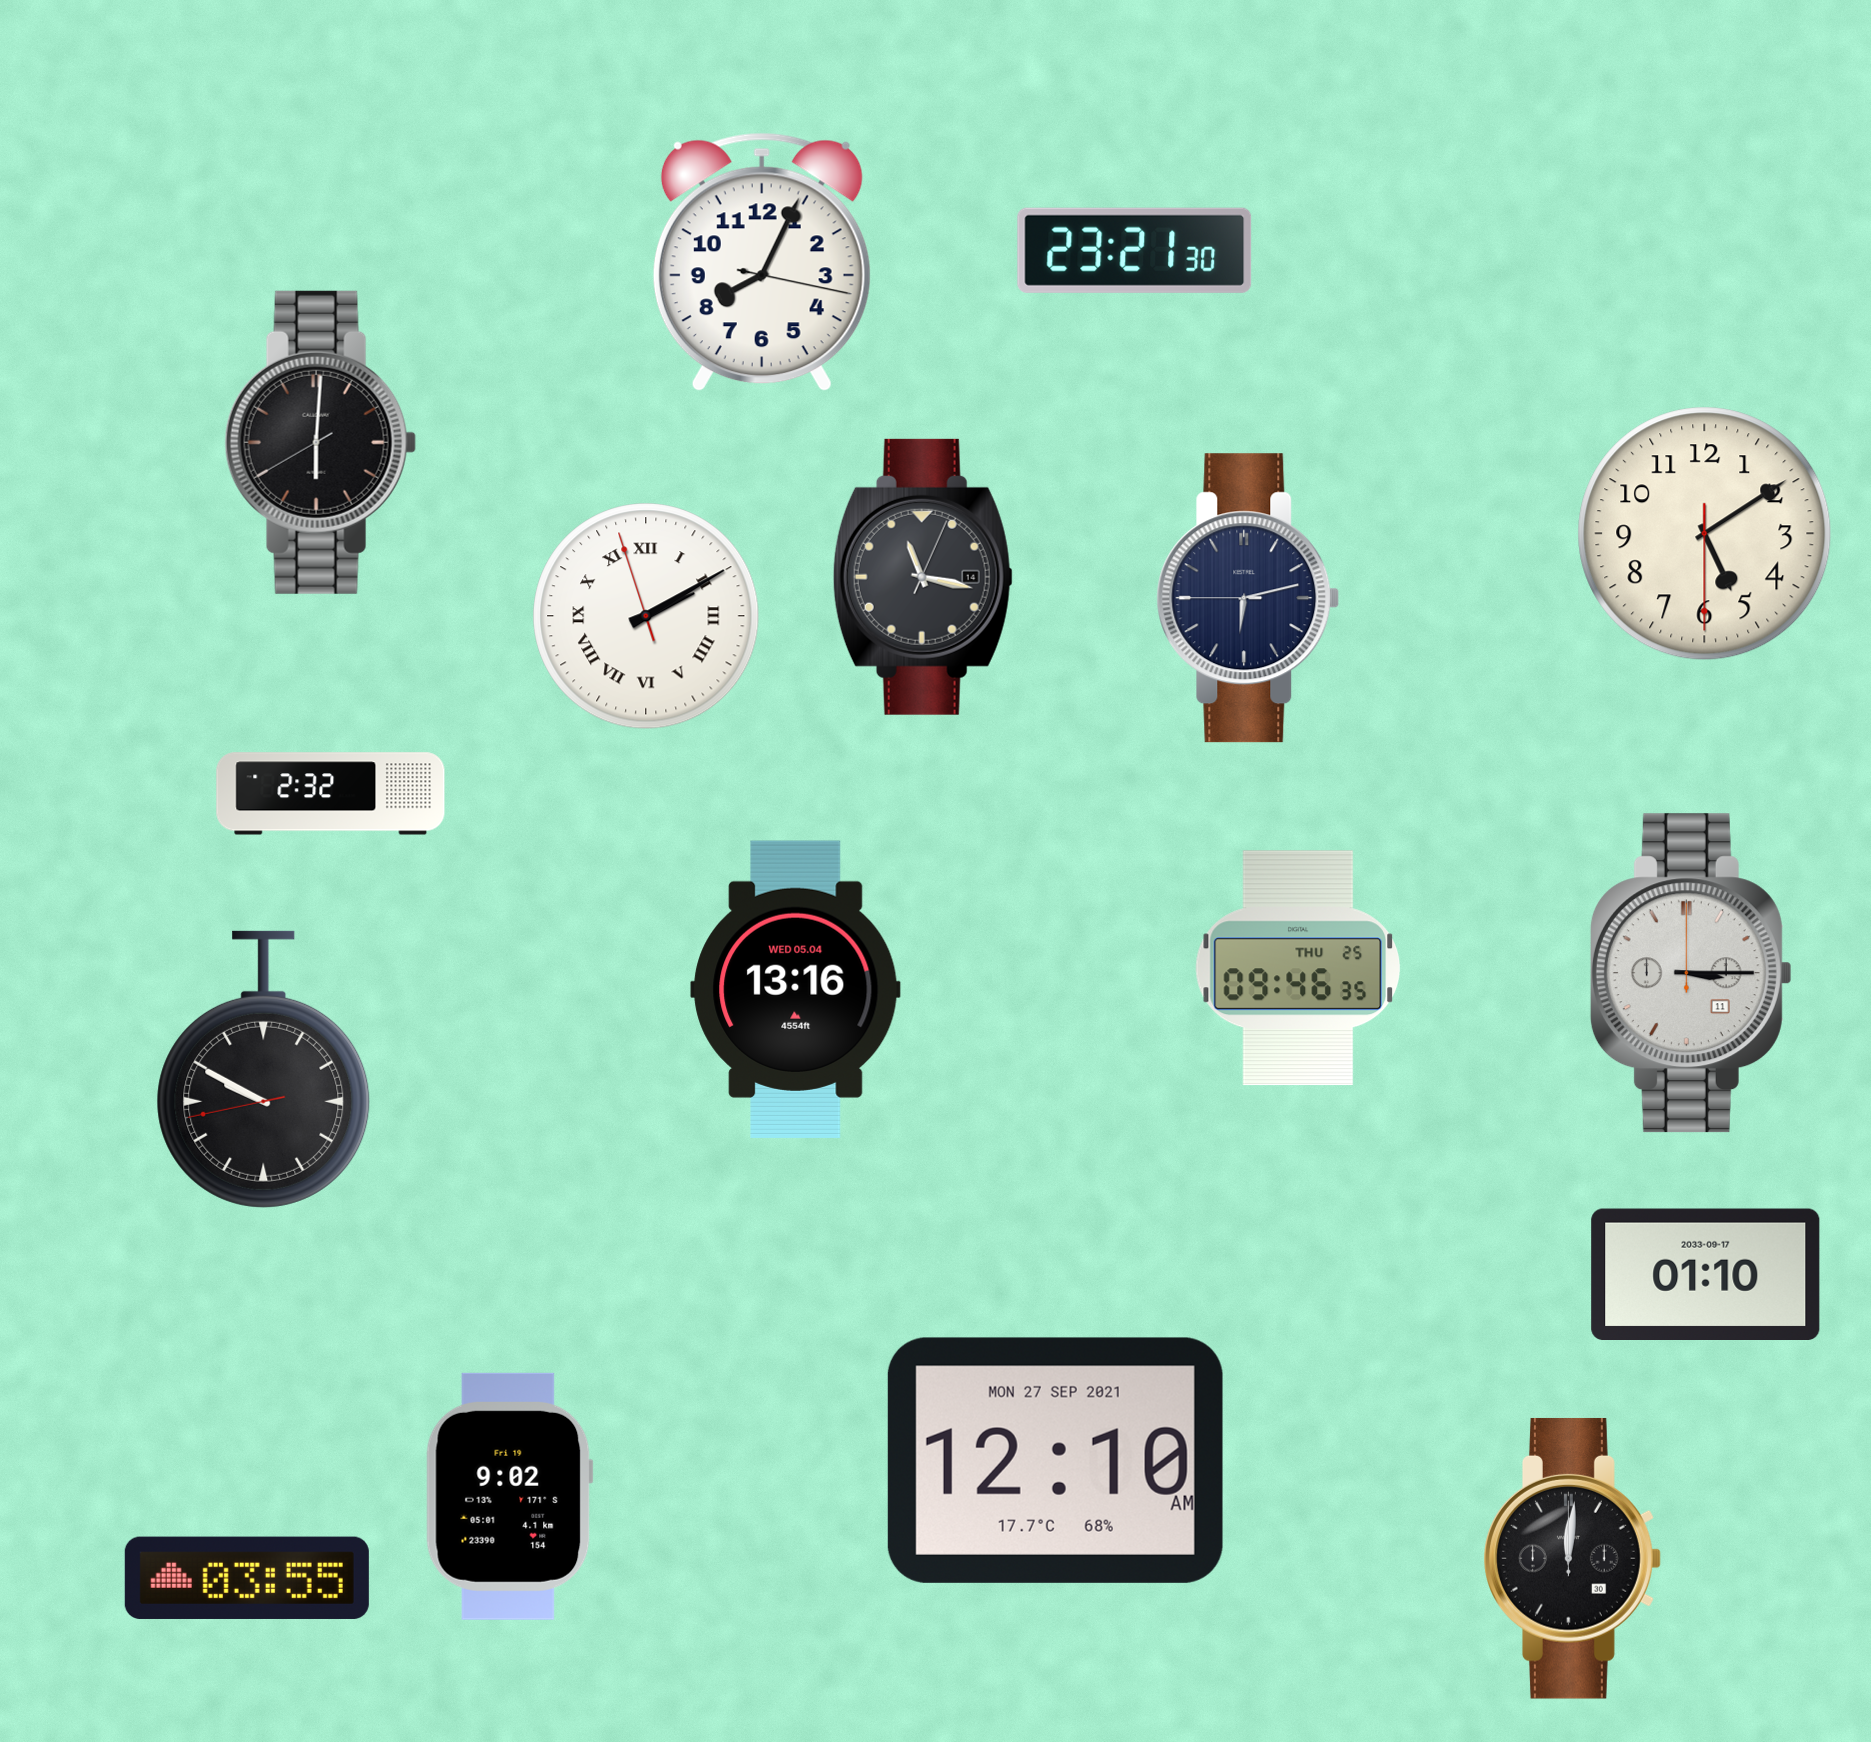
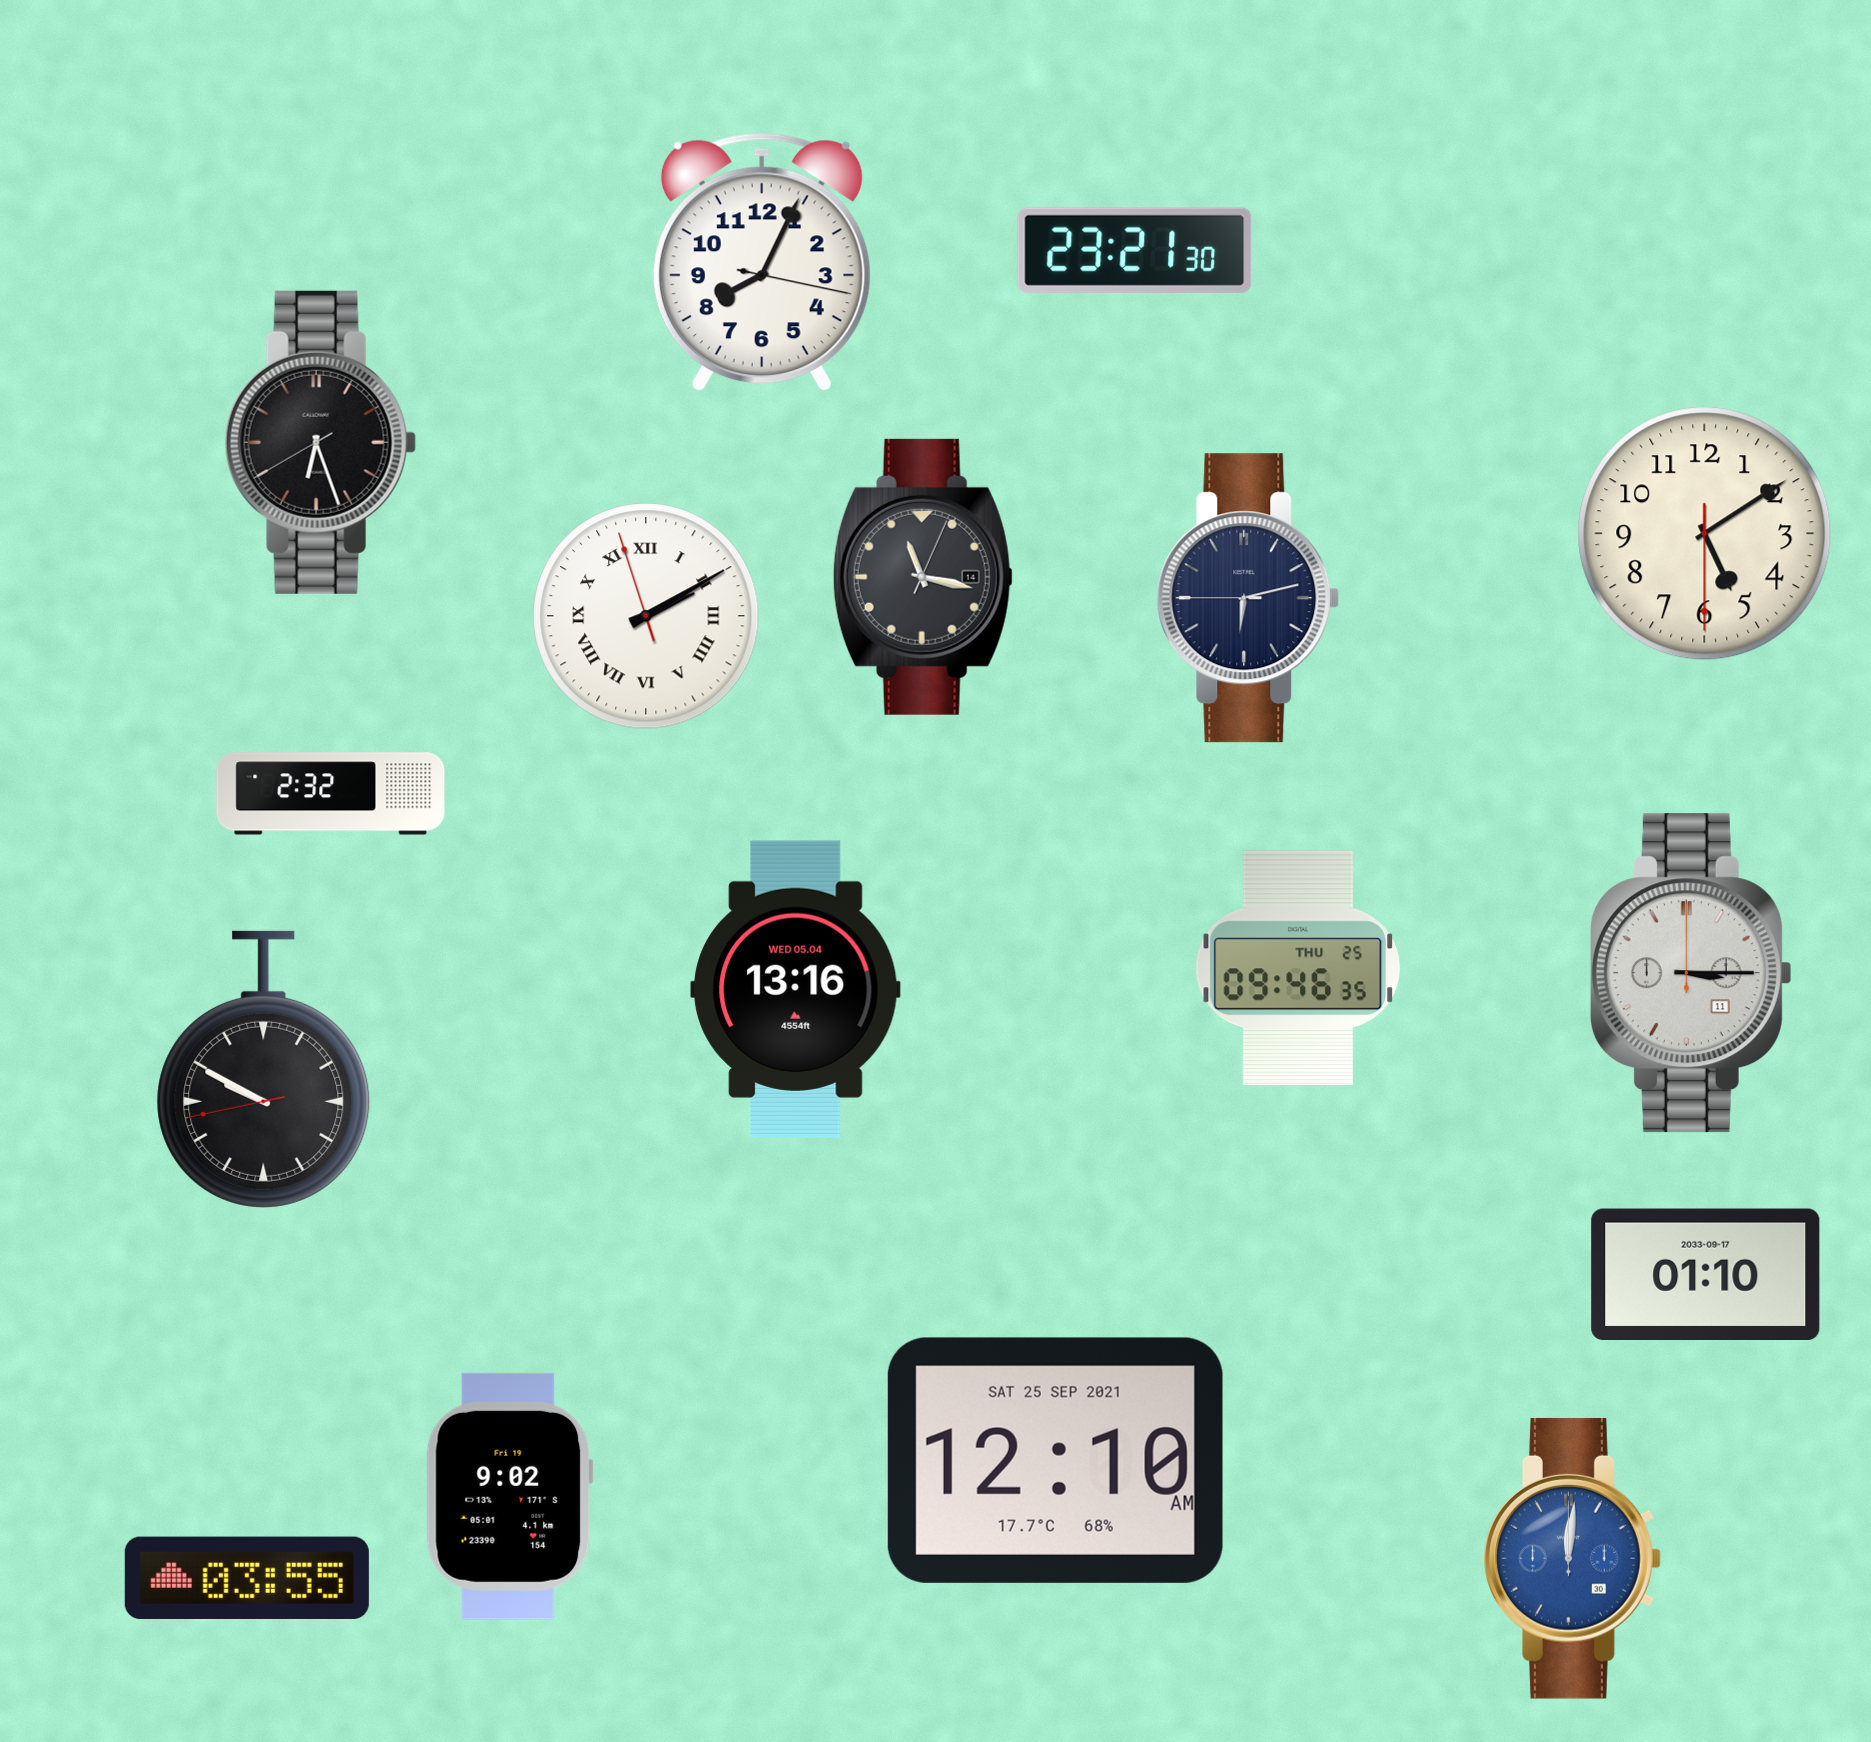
clock at (320, 442): 6:00 -> 6:26
clock at (1055, 1460) date: MON 27 SEP 2021 -> SAT 25 SEP 2021
clock at (1572, 1558) dial: black -> blue
